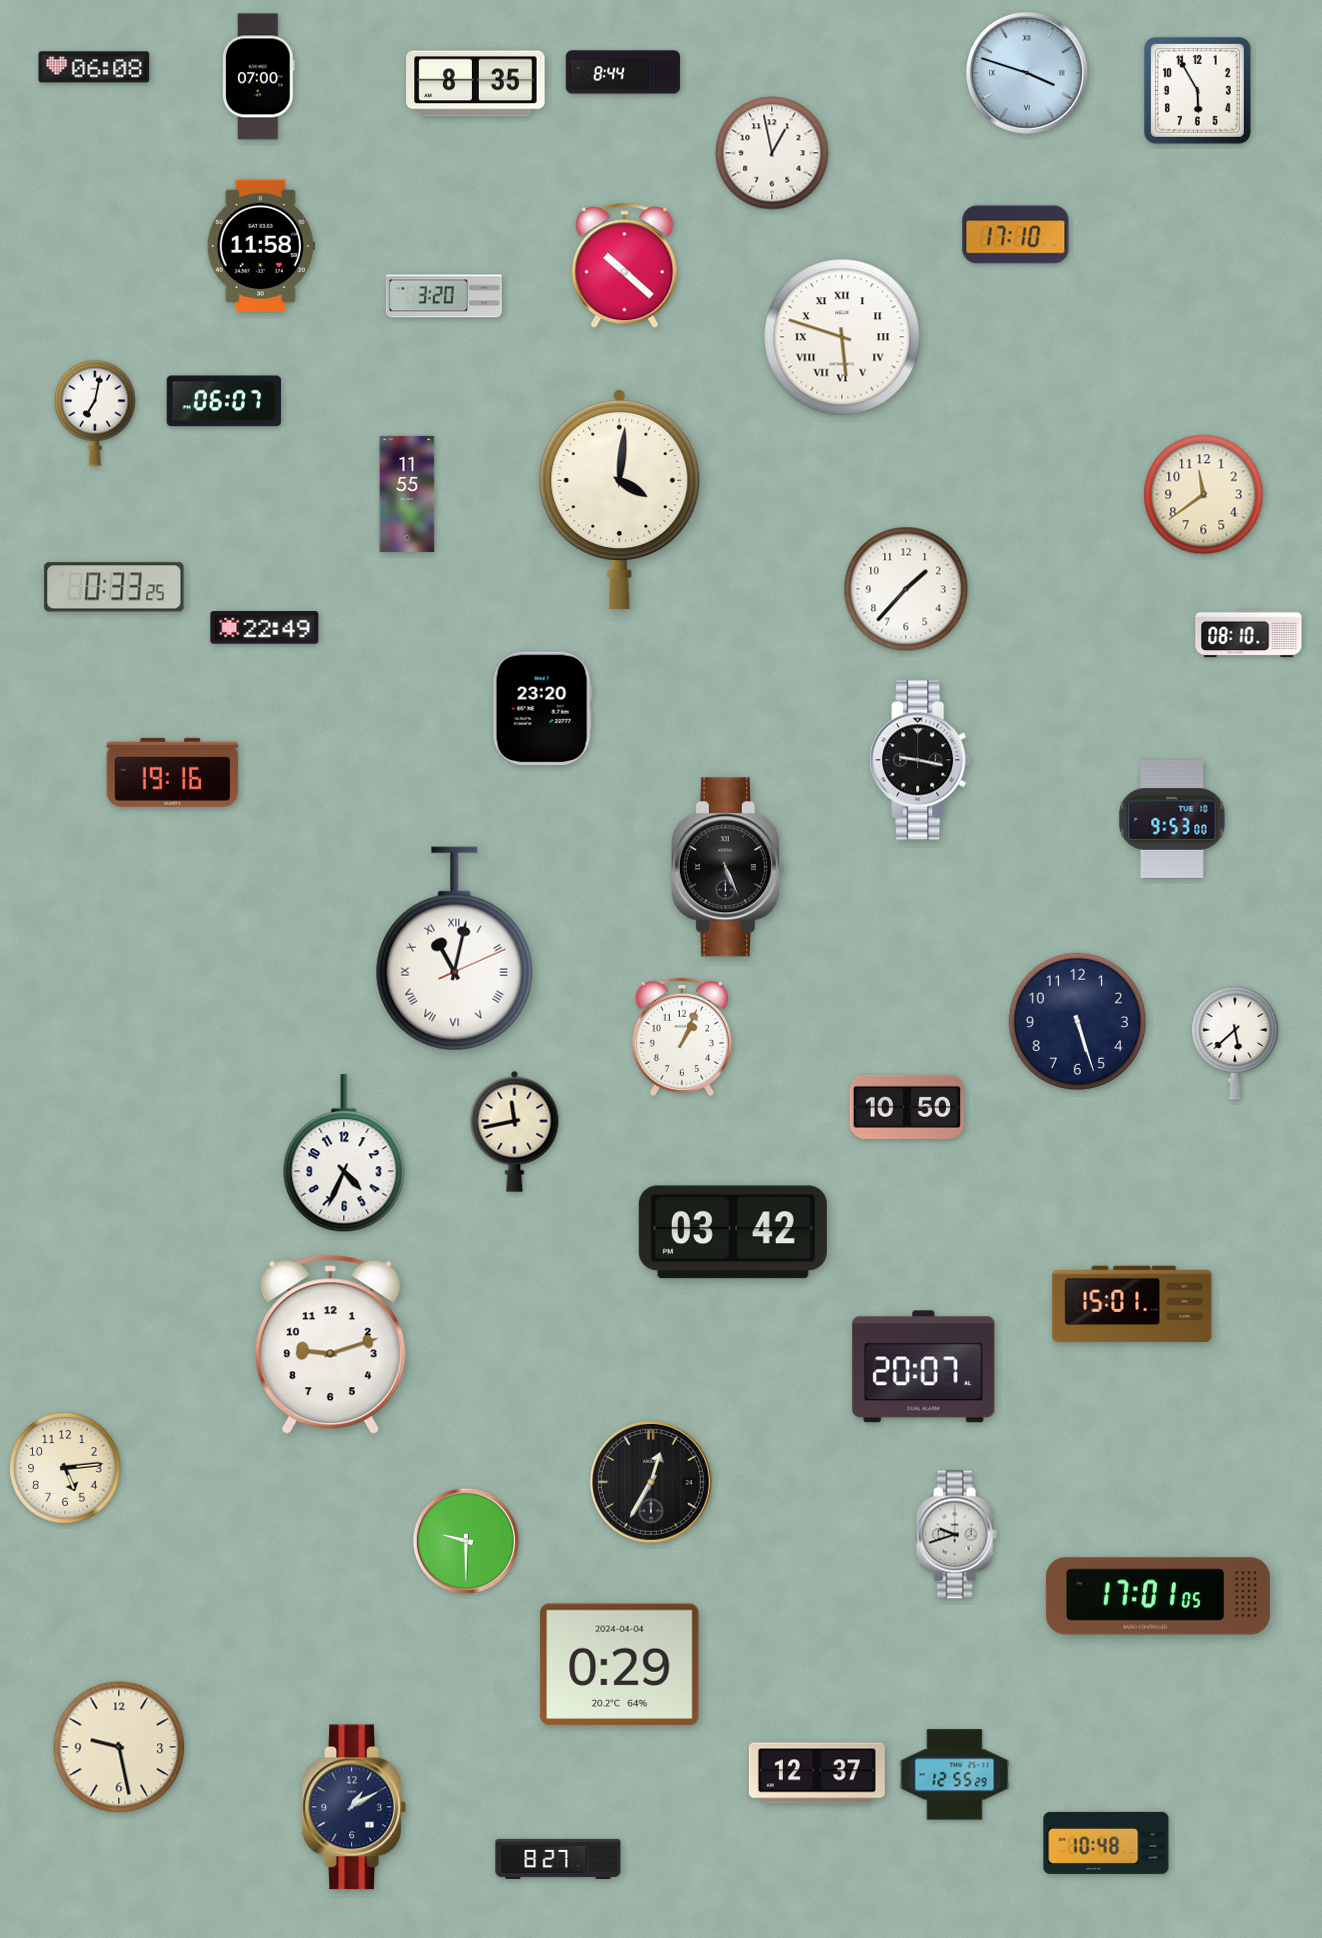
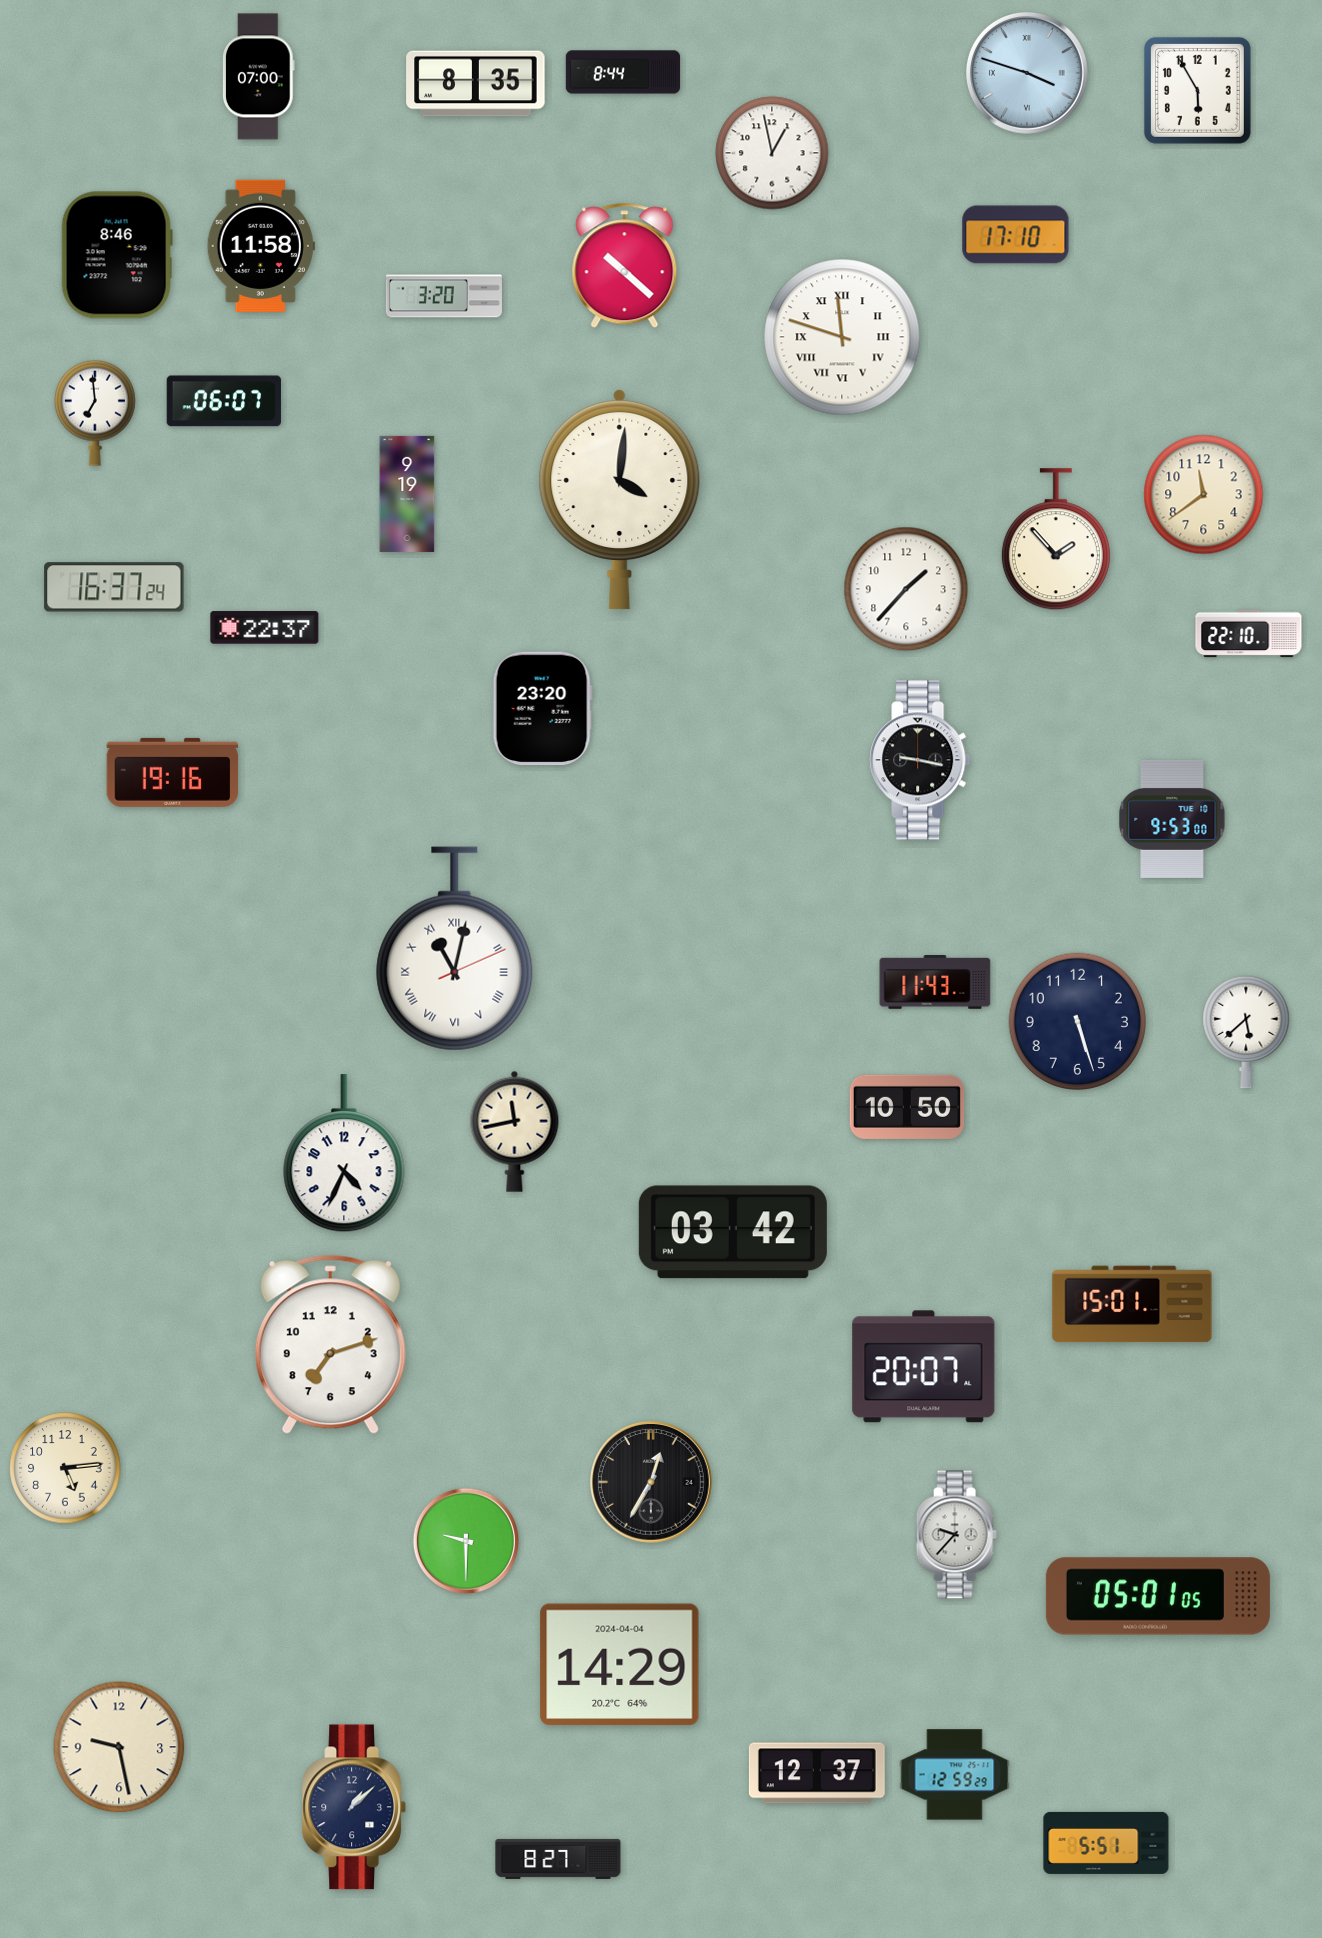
clock at (94, 67): 06:08 -> none
clock at (117, 255): none -> 8:46
clock at (842, 337): 5:48 -> 11:48
clock at (95, 413): 7:02 -> 6:59
clock at (407, 494): 11:55 -> 9:19
clock at (1056, 540): none -> 1:53
clock at (114, 587): 0:33 -> 16:37
clock at (265, 628): 22:49 -> 22:37
clock at (1249, 634): 08:10 -> 22:10
clock at (728, 867): 5:26 -> none
clock at (935, 983): none -> 11:43
clock at (682, 1037): 1:04 -> none
clock at (1235, 1043) position: (1235, 1043) -> (1246, 1032)
clock at (330, 1345): 9:12 -> 7:12
clock at (956, 1535): 9:42 -> 9:37
clock at (1158, 1596): 17:01 -> 05:01
clock at (620, 1665): 0:29 -> 14:29
clock at (955, 1775): 12:55 -> 12:59
clock at (354, 1807): 1:10 -> 1:08
clock at (1106, 1843): 10:48 -> 5:51
